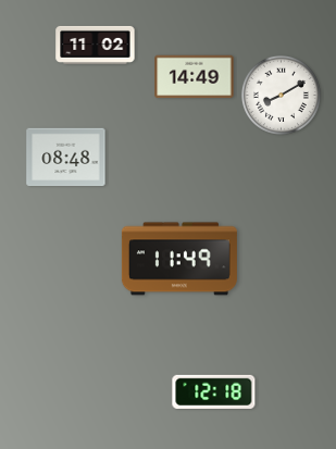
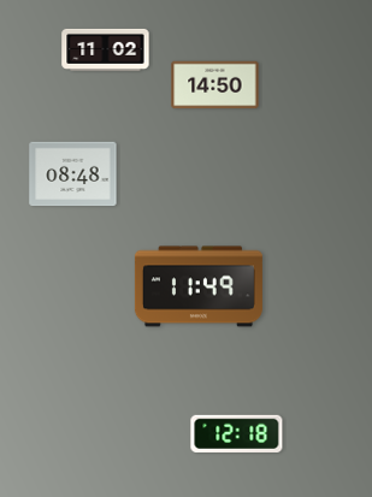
clock at (195, 77): 14:49 -> 14:50
clock at (281, 95): 8:10 -> none
